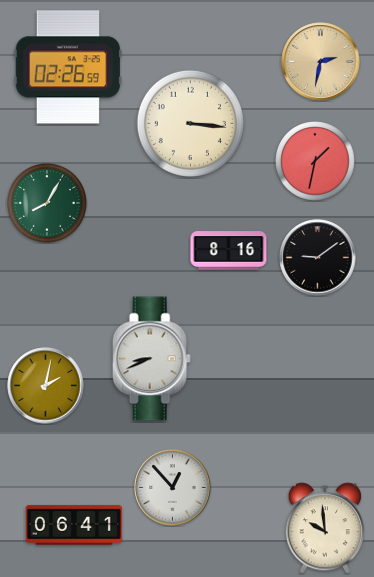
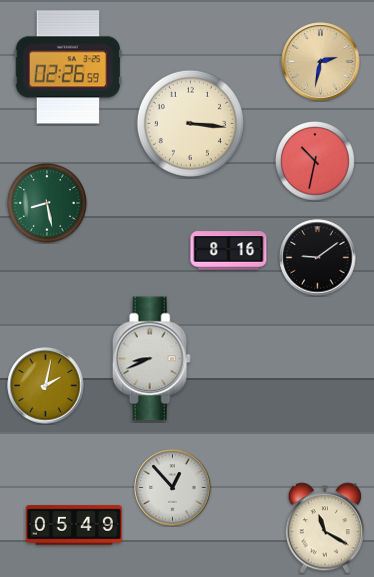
clock at (316, 162): 1:32 -> 10:32
clock at (48, 204): 8:05 -> 8:28
clock at (74, 525): 06:41 -> 05:49
clock at (325, 528): 9:59 -> 11:20
